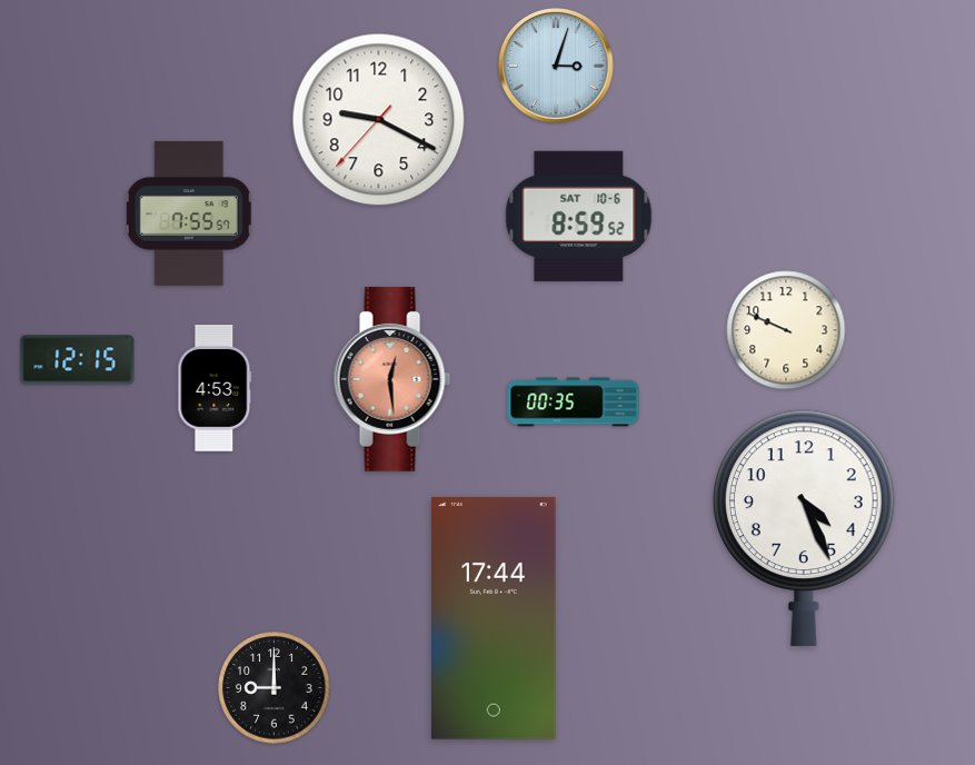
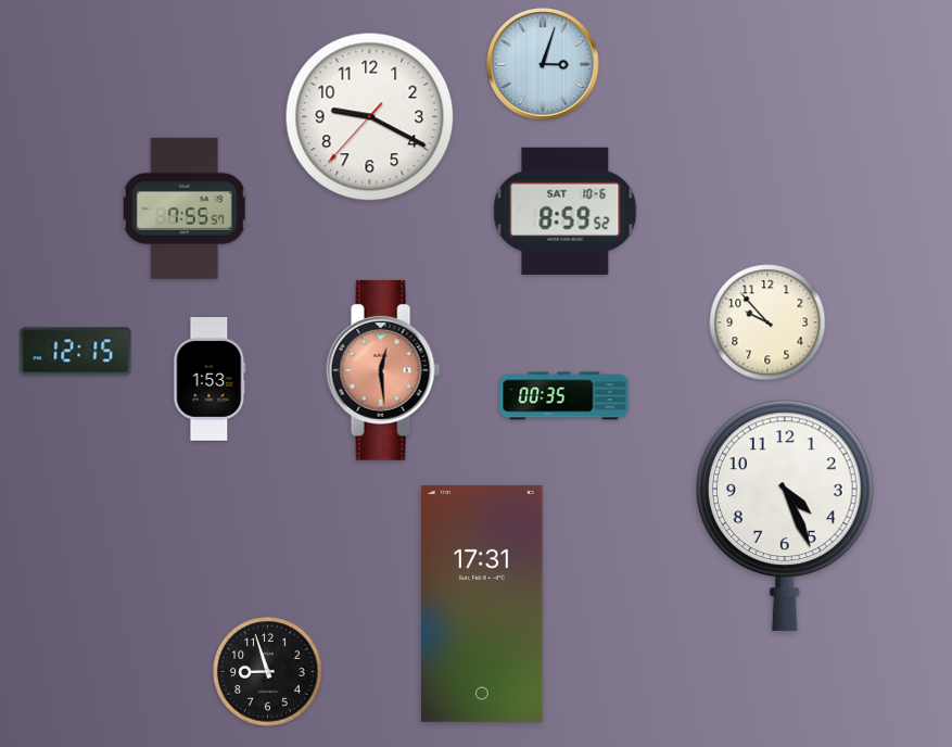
clock at (786, 330): 9:49 -> 9:53
clock at (215, 389): 4:53 -> 1:53
clock at (574, 403) position: (574, 403) -> (564, 396)
clock at (495, 618): 17:44 -> 17:31
clock at (275, 688): 9:00 -> 8:57
